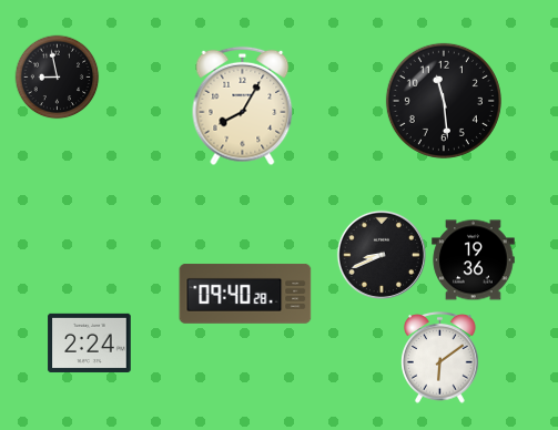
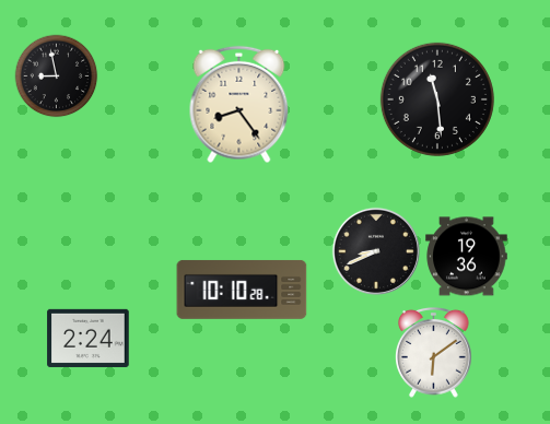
clock at (243, 106): 8:05 -> 8:24
clock at (245, 294): 09:40 -> 10:10
